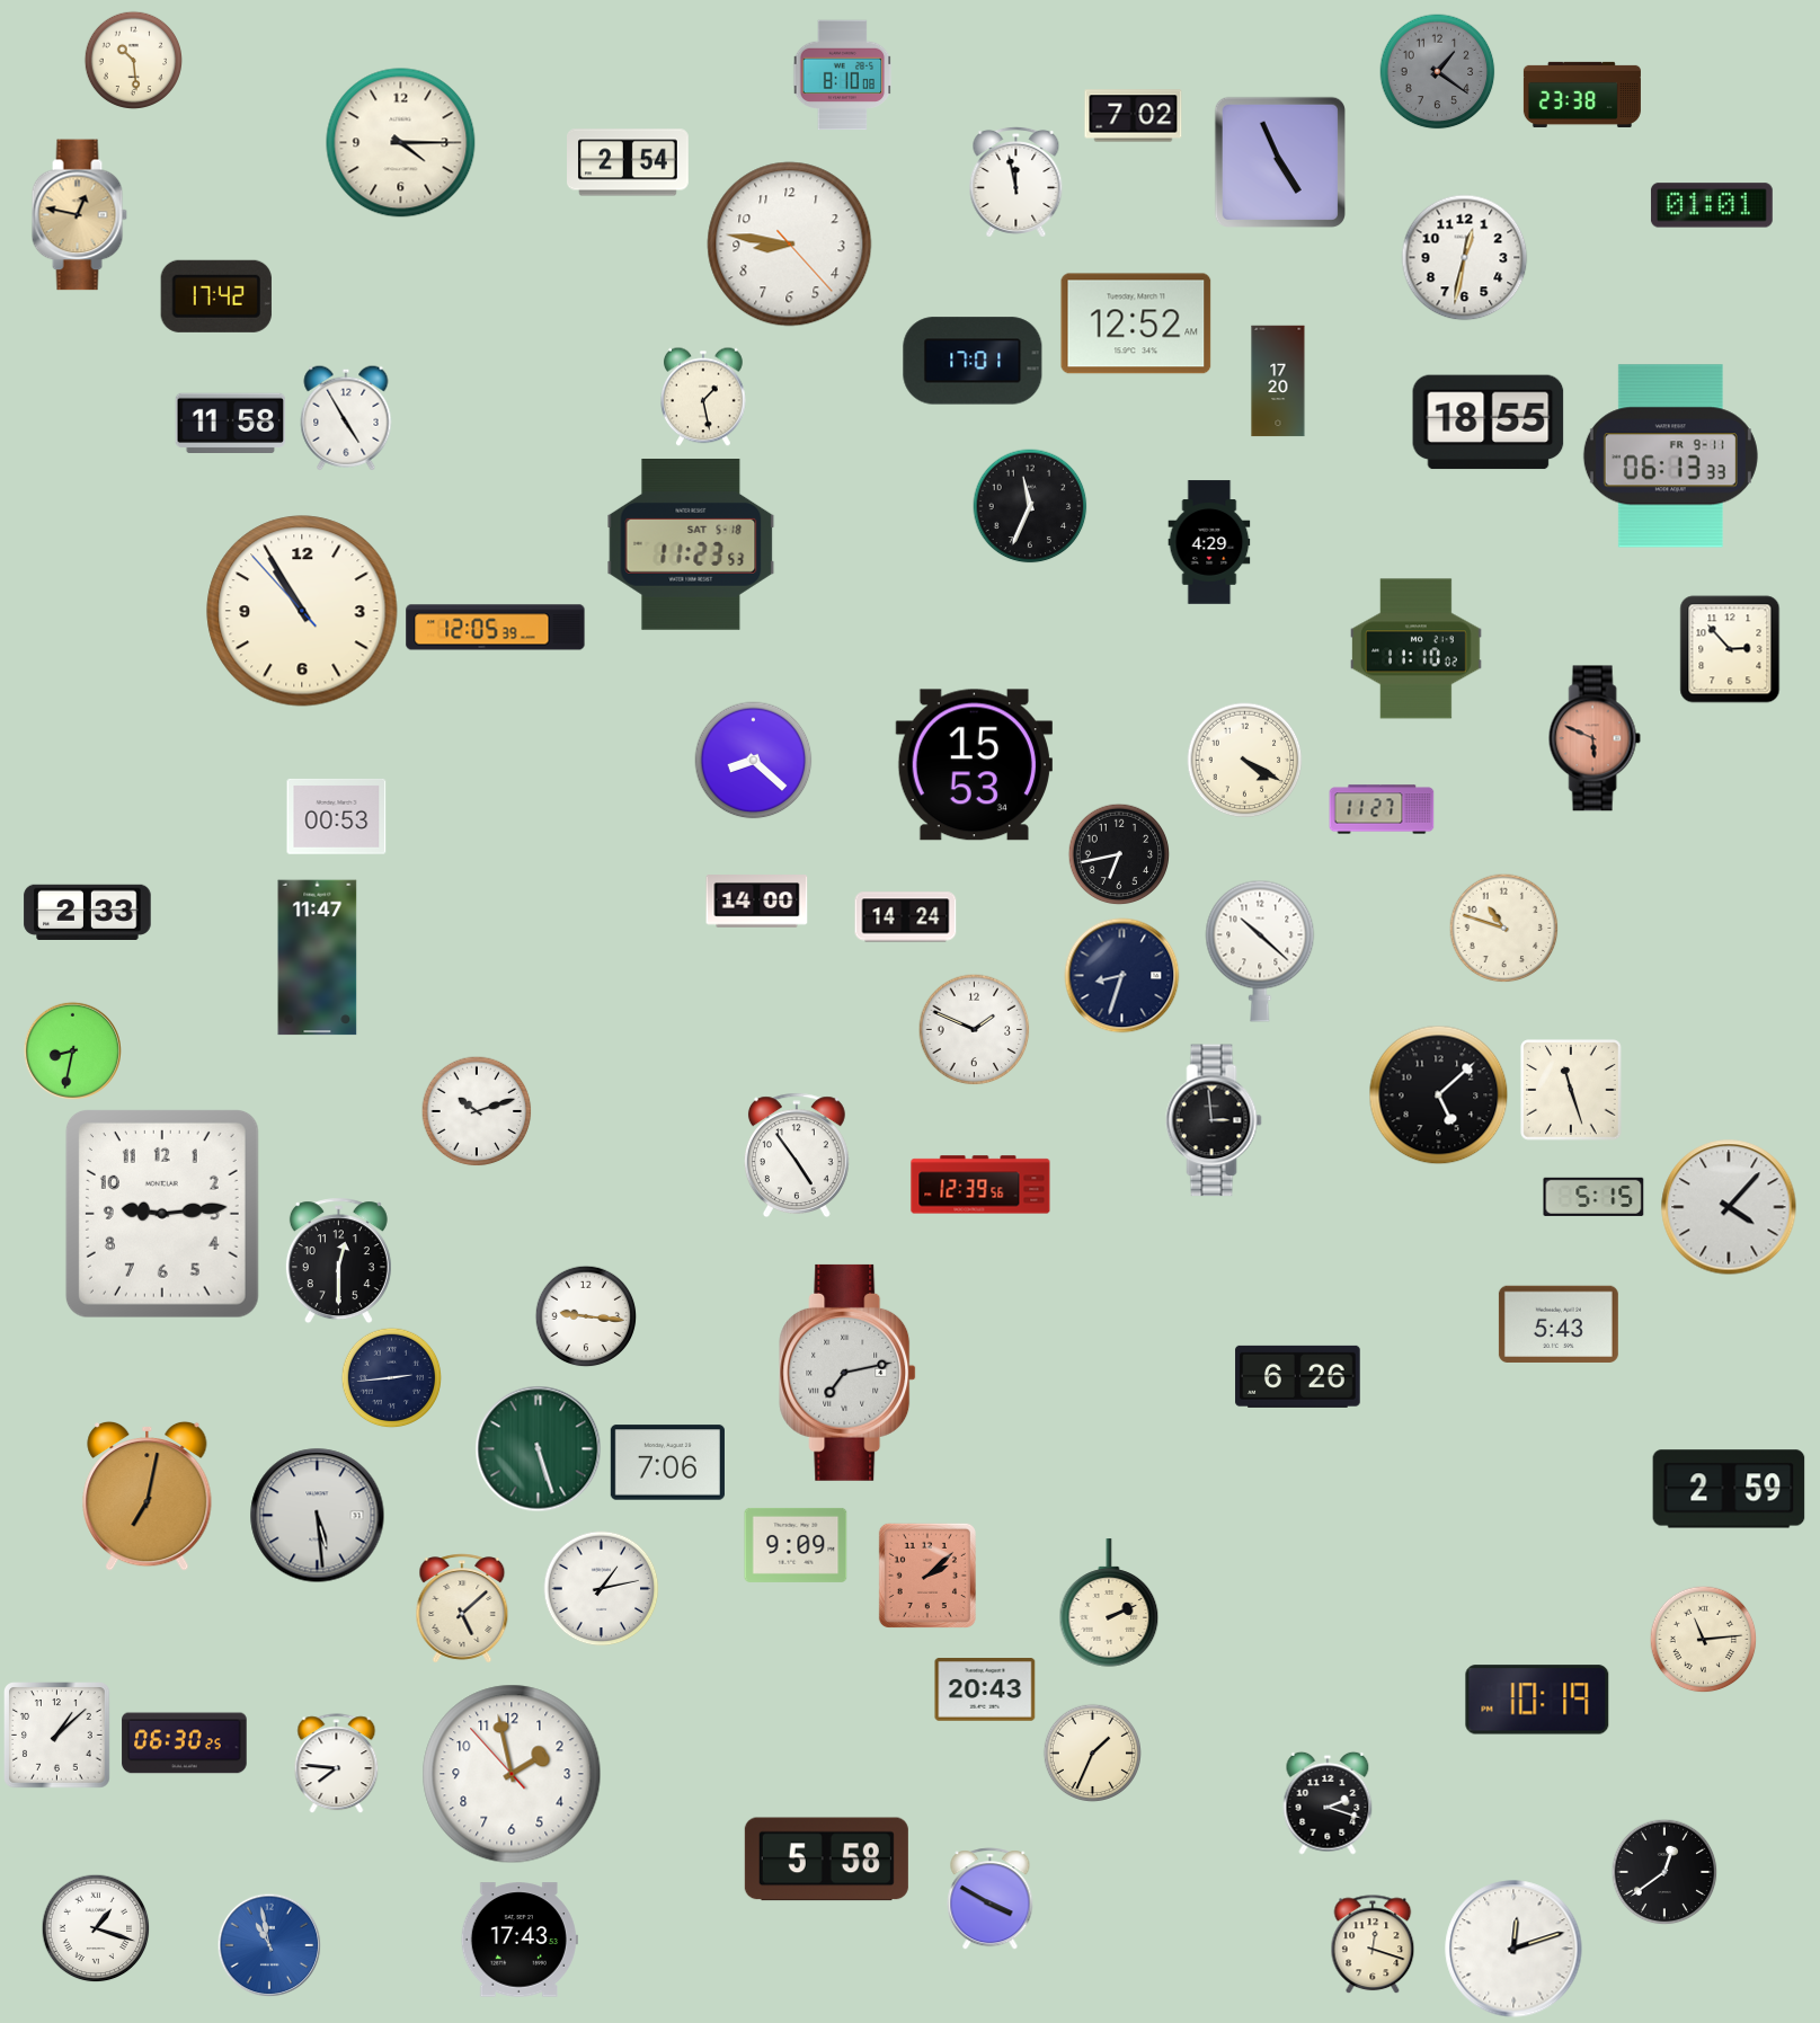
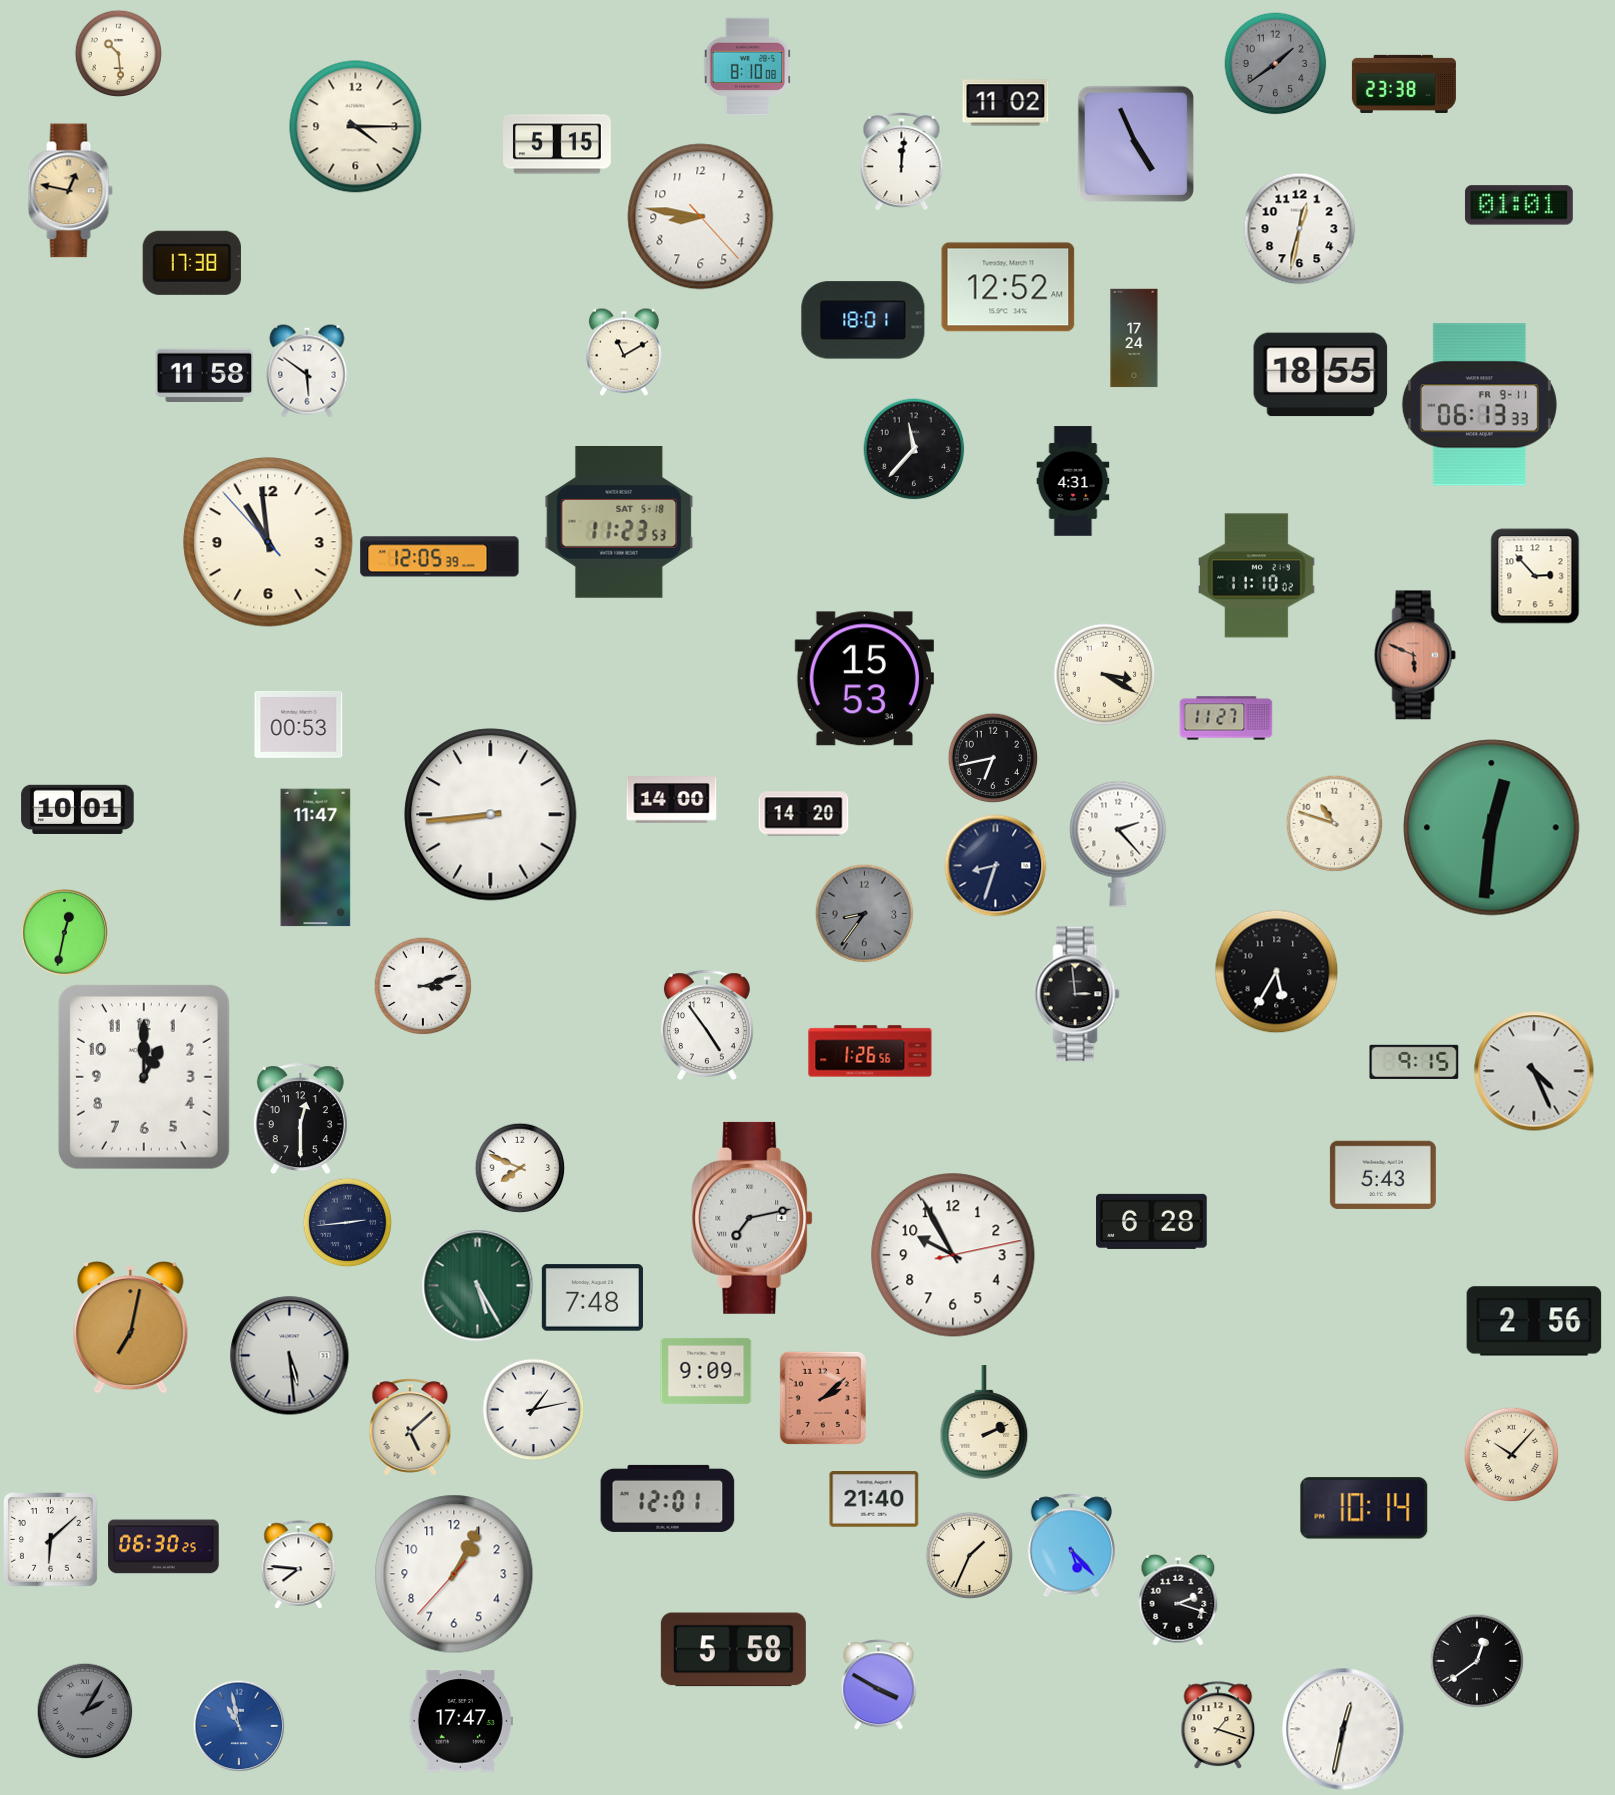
clock at (1438, 72): 1:21 -> 1:39
clock at (1134, 116): 7:02 -> 11:02
clock at (629, 162): 2:54 -> 5:15
clock at (1016, 181): 11:58 -> 12:01
clock at (1712, 205) position: (1712, 205) -> (1519, 205)
clock at (216, 296): 17:42 -> 17:38
clock at (973, 361): 17:01 -> 18:01
clock at (1278, 381): 17:20 -> 17:24
clock at (704, 397): 1:28 -> 11:10
clock at (346, 418): 4:55 -> 5:51
clock at (1670, 456) position: (1670, 456) -> (1479, 405)
clock at (1030, 506): 11:34 -> 11:37
clock at (1209, 542): 4:29 -> 4:31
clock at (691, 545) position: (691, 545) -> (619, 523)
clock at (302, 611): 10:54 -> 10:58
clock at (754, 761): 8:22 -> none
clock at (1245, 761): 4:20 -> 3:20
clock at (88, 912): 2:33 -> 10:01
clock at (906, 917): 14:24 -> 14:20
clock at (491, 815): none -> 8:44
clock at (1492, 828): none -> 12:31
clock at (1260, 951): 10:22 -> 2:23
clock at (318, 958) position: (318, 958) -> (316, 858)
clock at (975, 1030): 1:49 -> 8:36
clock at (975, 1030) dial: white -> grey
clock at (72, 1050): 8:32 -> 12:32
clock at (1571, 1090): 11:27 -> none
clock at (1439, 1095): 5:08 -> 5:35
clock at (477, 1111): 10:12 -> 3:12
clock at (980, 1184): 12:39 -> 1:26
clock at (1593, 1197): 5:15 -> 9:15
clock at (1729, 1207): 4:07 -> 4:26
clock at (162, 1214): 9:14 -> 1:00
clock at (586, 1316): 9:16 -> 7:49
clock at (1298, 1376): 6:26 -> 6:28
clock at (953, 1255): none -> 9:55
clock at (539, 1449): 5:27 -> 5:25
clock at (667, 1463): 7:06 -> 7:48
clock at (1729, 1489): 2:59 -> 2:56
clock at (318, 1516) position: (318, 1516) -> (290, 1356)
clock at (1703, 1639): 11:14 -> 10:07
clock at (668, 1498): none -> 12:01
clock at (985, 1689): 20:43 -> 21:40
clock at (1537, 1700): 10:19 -> 10:14
clock at (57, 1736): 1:08 -> 6:08
clock at (1071, 1546): none -> 5:23
clock at (512, 1774): 1:57 -> 1:04
clock at (96, 1928): 1:18 -> 2:05
clock at (96, 1928) dial: white -> grey
clock at (520, 1940): 17:43 -> 17:47
clock at (1373, 1944): 12:18 -> 1:18
clock at (1513, 1949): 12:12 -> 12:32
